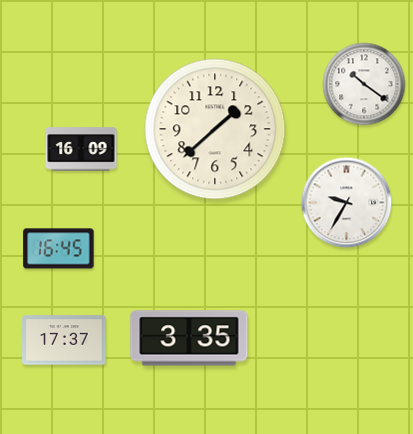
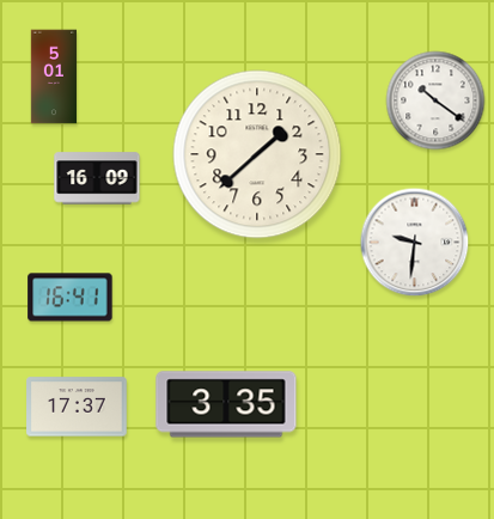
clock at (54, 77): none -> 5:01
clock at (347, 203): 9:35 -> 9:31
clock at (59, 249): 16:45 -> 16:41
